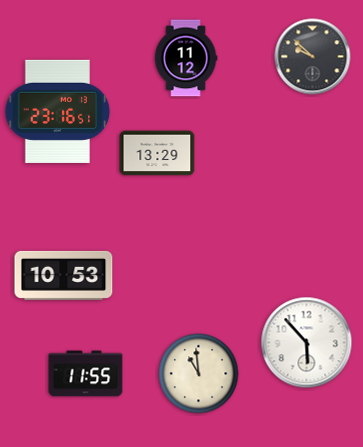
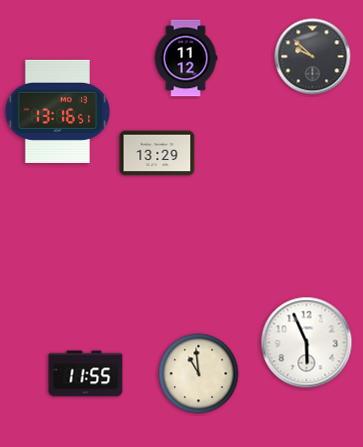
clock at (57, 111): 23:16 -> 13:16
clock at (64, 275): 10:53 -> none
clock at (307, 343): 5:53 -> 5:56
